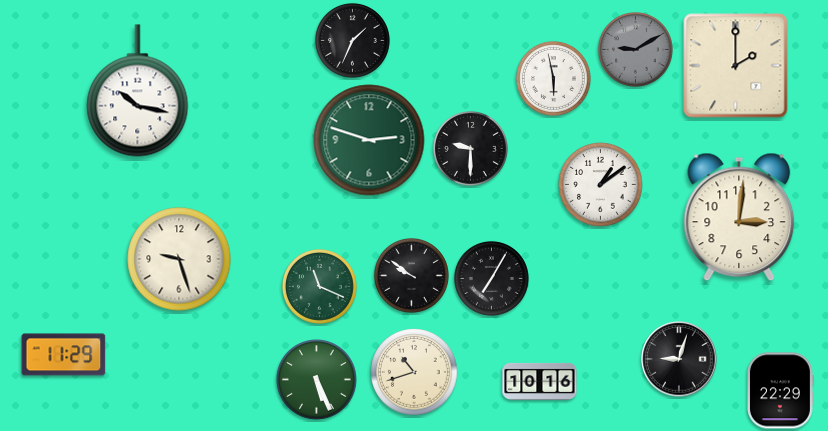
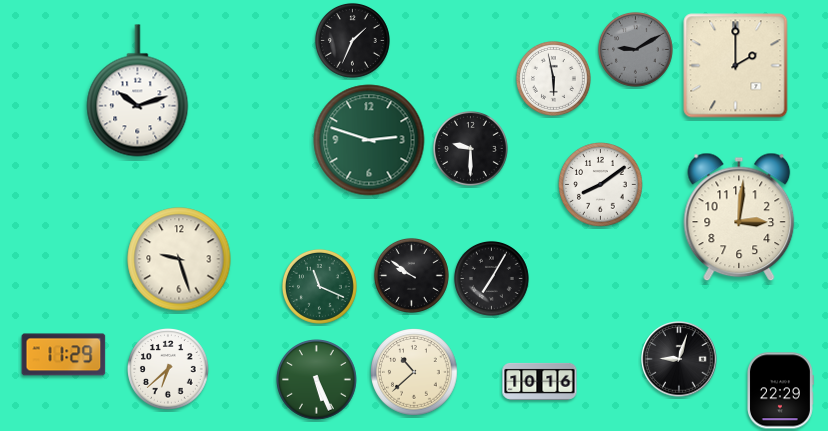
clock at (138, 91): 10:17 -> 10:12
clock at (601, 185): 1:09 -> 8:09
clock at (169, 370): none -> 6:38
clock at (414, 372): 10:42 -> 10:38
